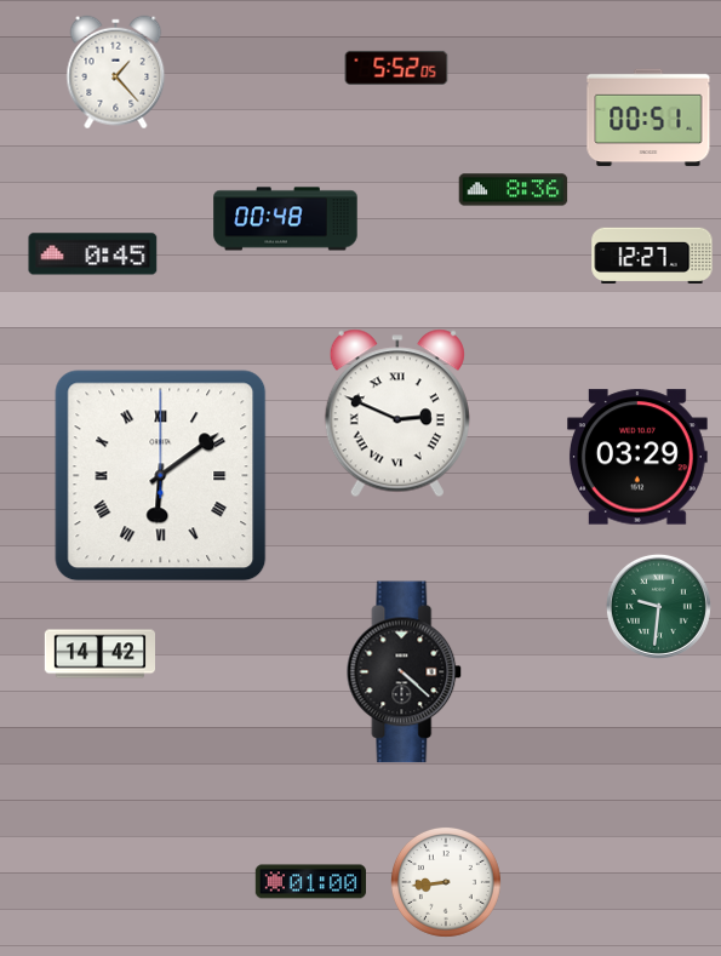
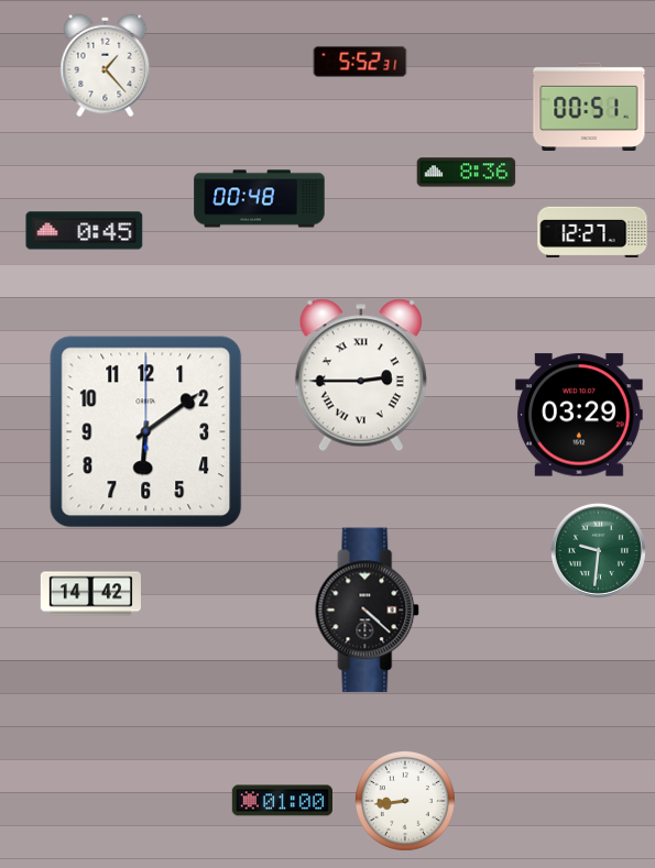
clock at (396, 68): 5:52:05 -> 5:52:31
clock at (397, 413): 2:49 -> 2:45
clock at (161, 476) numerals: Roman -> Arabic
